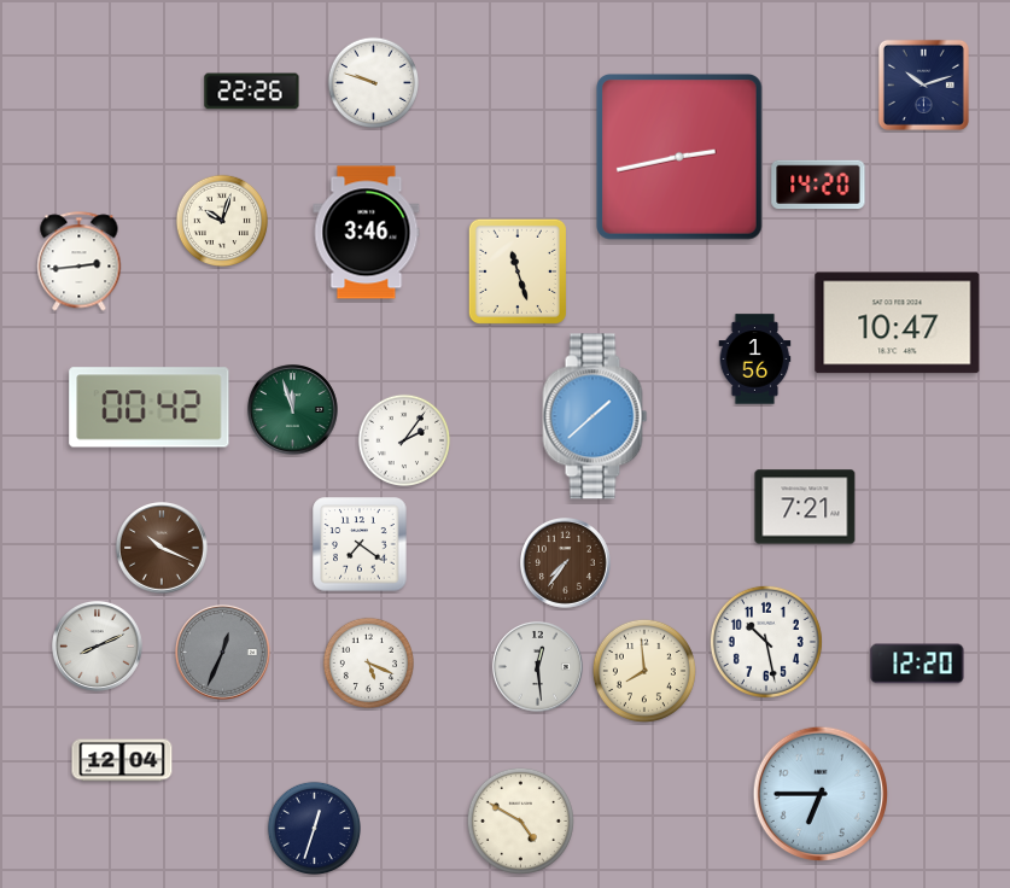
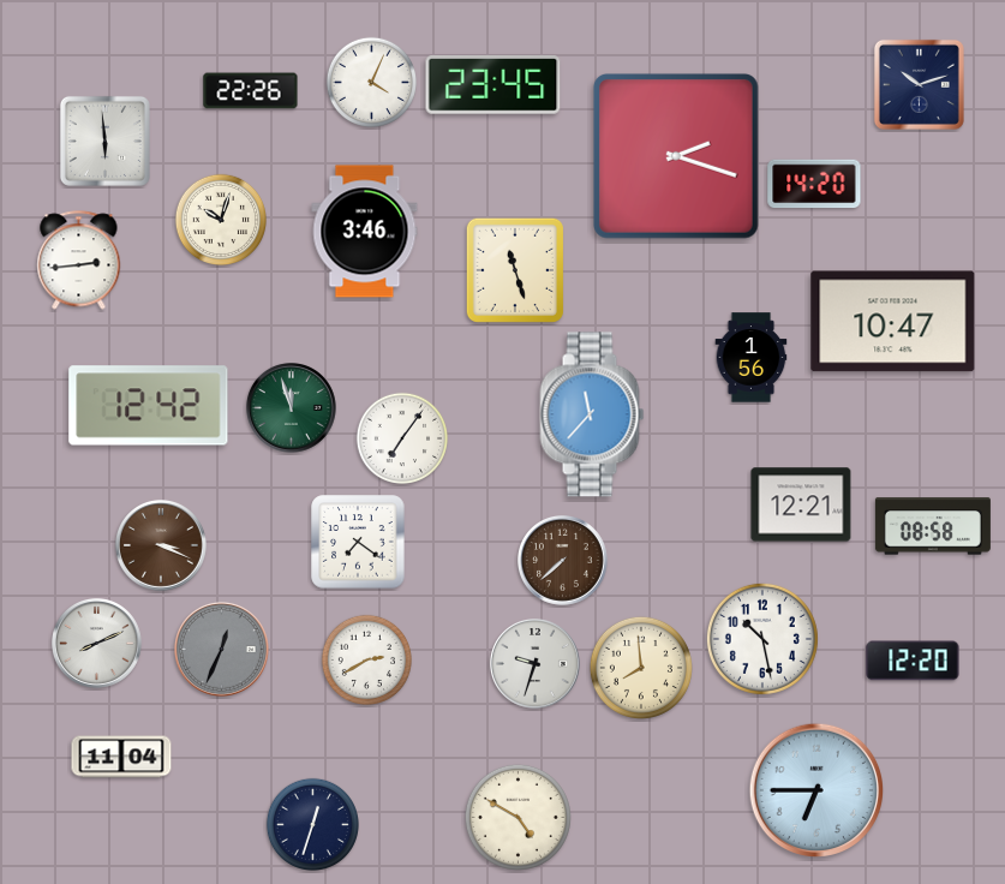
clock at (373, 82): 9:48 -> 4:04
clock at (493, 85): none -> 23:45
clock at (104, 141): none -> 5:59
clock at (679, 157): 2:43 -> 2:18
clock at (150, 408): 00:42 -> 12:42
clock at (595, 416): 1:38 -> 11:37
clock at (403, 439): 2:06 -> 7:06
clock at (805, 507): 7:21 -> 12:21
clock at (933, 526): none -> 08:58
clock at (162, 548): 10:19 -> 3:19
clock at (566, 563): 7:36 -> 7:38
clock at (368, 662): 5:19 -> 2:40
clock at (538, 667): 12:29 -> 9:33
clock at (122, 760): 12:04 -> 11:04
